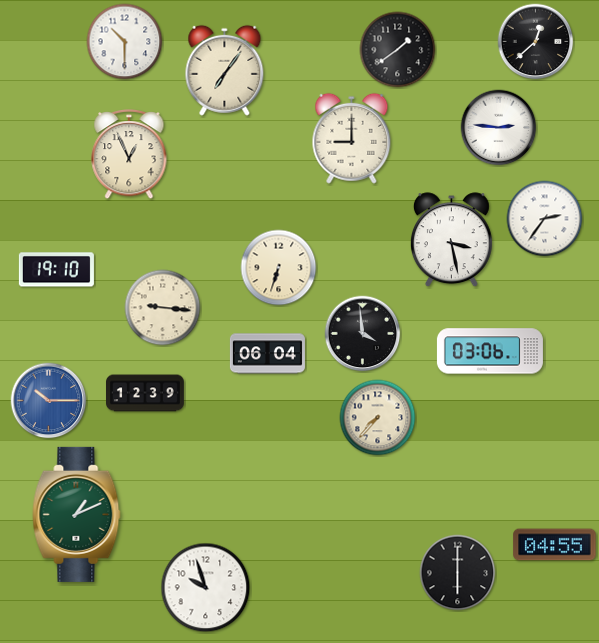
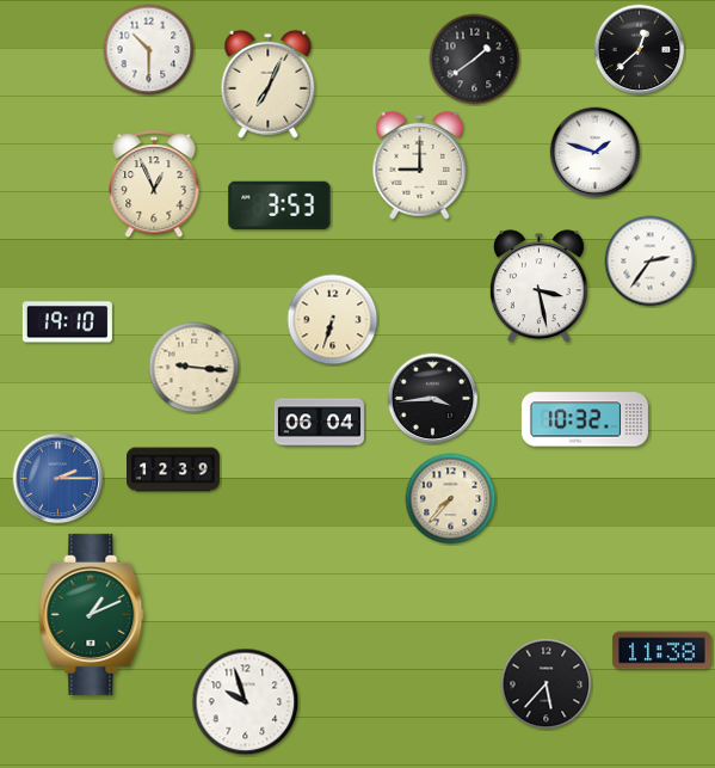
clock at (225, 70): 7:06 -> 7:04
clock at (499, 128): 2:46 -> 1:48
clock at (279, 205): none -> 3:53
clock at (363, 334): 3:59 -> 3:44
clock at (490, 351): 03:06 -> 10:32
clock at (49, 401): 10:15 -> 2:15
clock at (555, 545): 04:55 -> 11:38
clock at (458, 573): 6:00 -> 5:37
